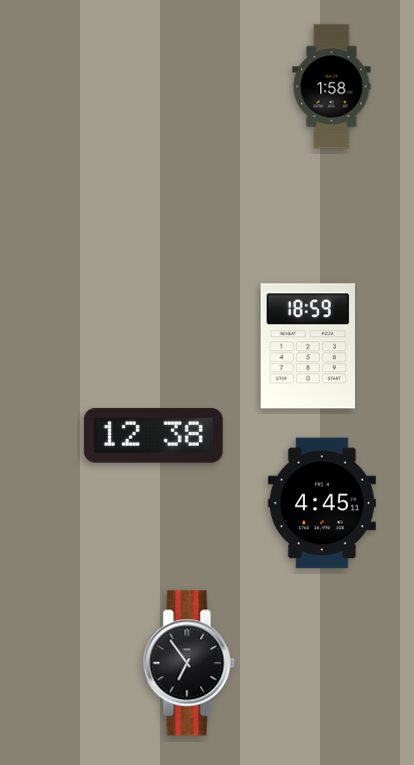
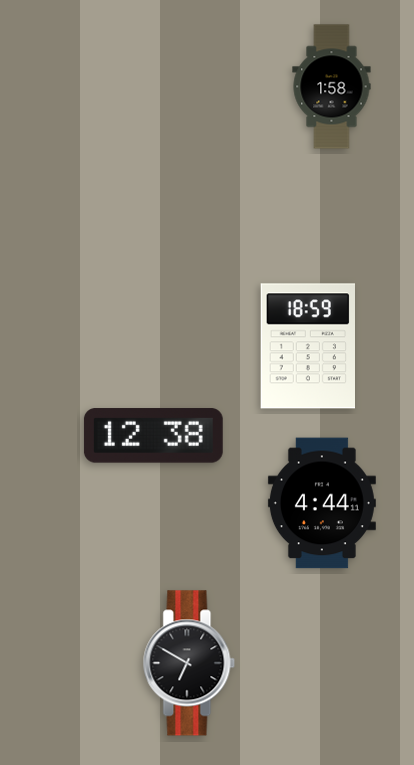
clock at (322, 503): 4:45 -> 4:44
clock at (189, 663): 6:54 -> 6:50
